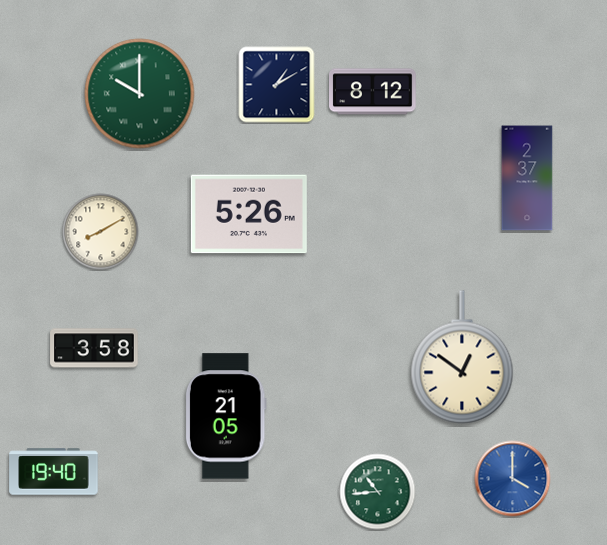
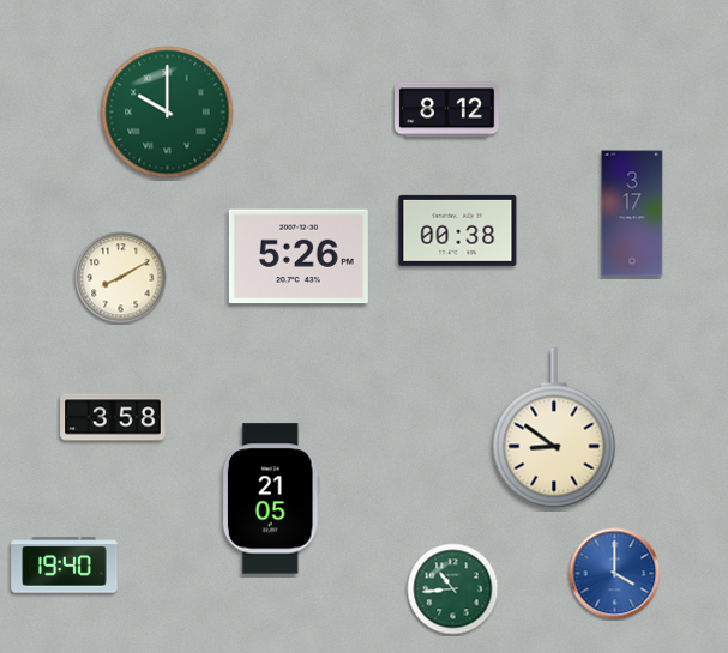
clock at (277, 85): 1:10 -> none
clock at (527, 178): 2:37 -> 3:17
clock at (458, 230): none -> 00:38
clock at (462, 357): 12:51 -> 8:51
